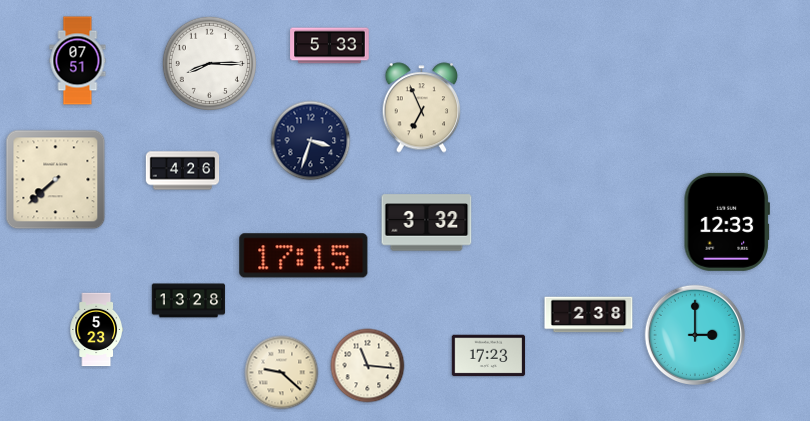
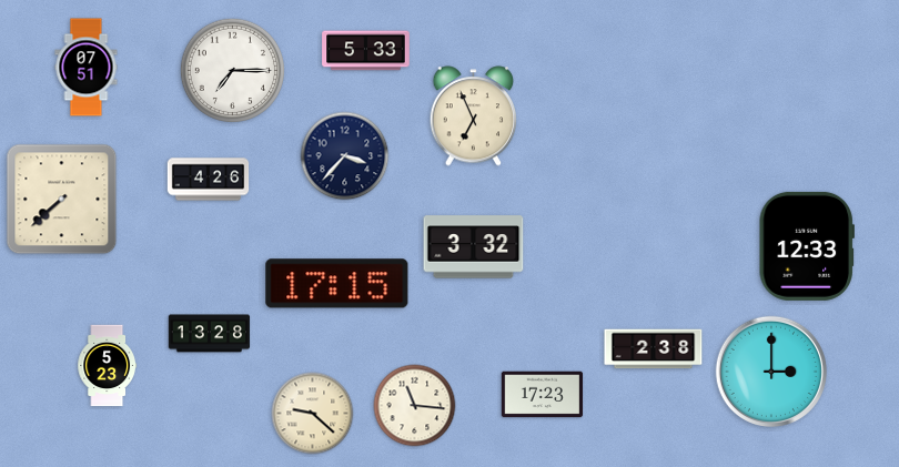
clock at (209, 63): 8:15 -> 7:15
clock at (422, 108) position: (422, 108) -> (474, 116)
clock at (311, 141): 3:33 -> 3:37
clock at (183, 171) position: (183, 171) -> (209, 180)
clock at (368, 366) position: (368, 366) -> (415, 406)
